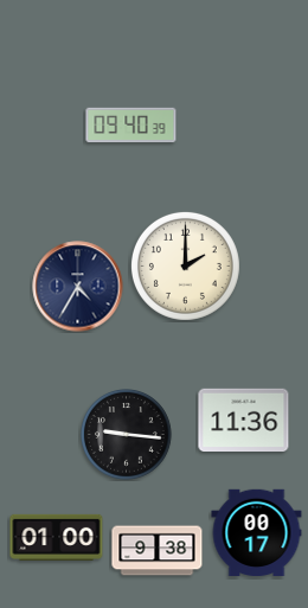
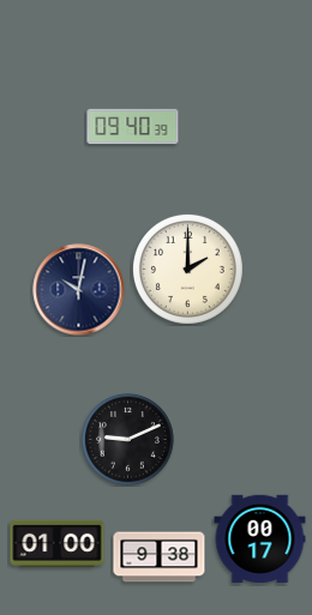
clock at (78, 287): 4:35 -> 10:02
clock at (244, 421): 11:36 -> none
clock at (127, 435): 9:16 -> 9:11
